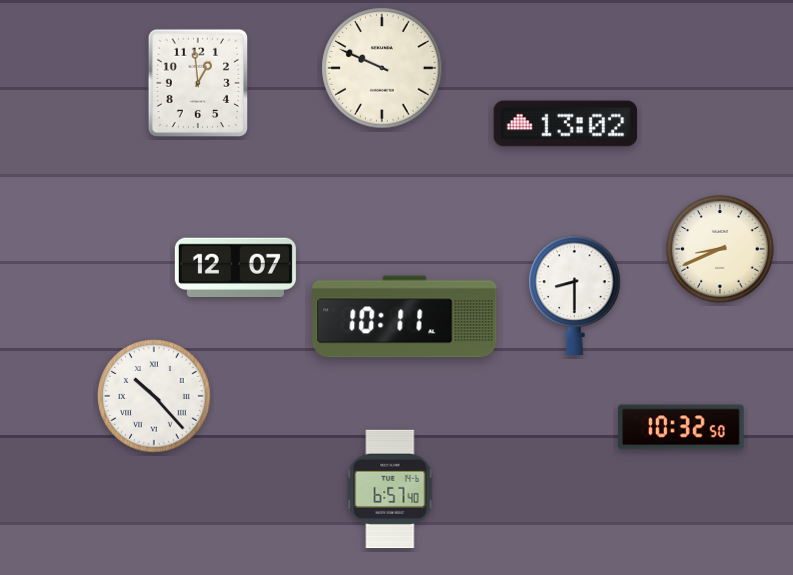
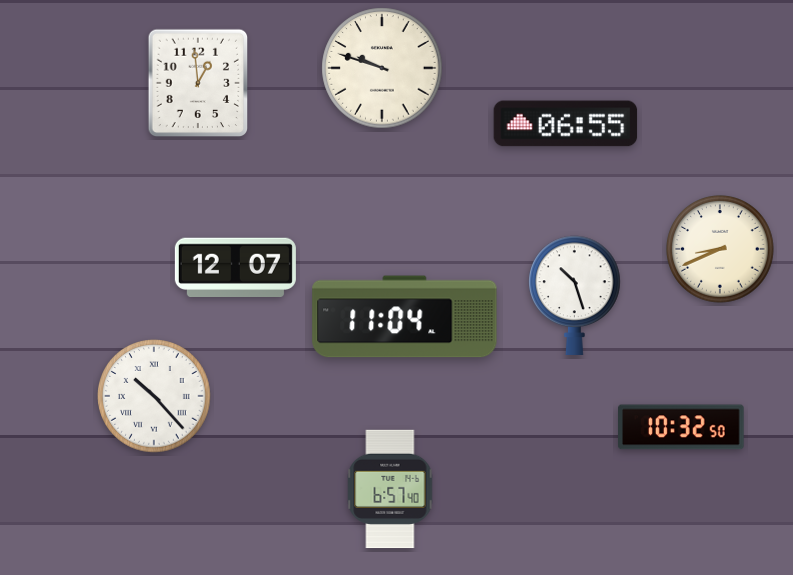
clock at (382, 68): 9:49 -> 9:48
clock at (566, 124): 13:02 -> 06:55
clock at (575, 295): 8:30 -> 10:27
clock at (405, 317): 10:11 -> 11:04
